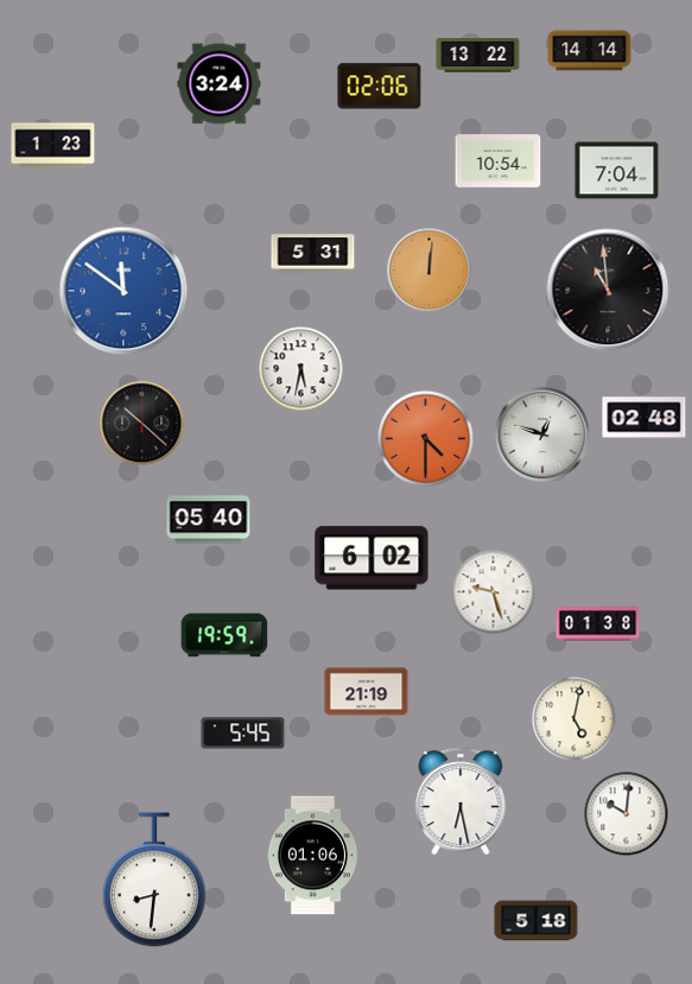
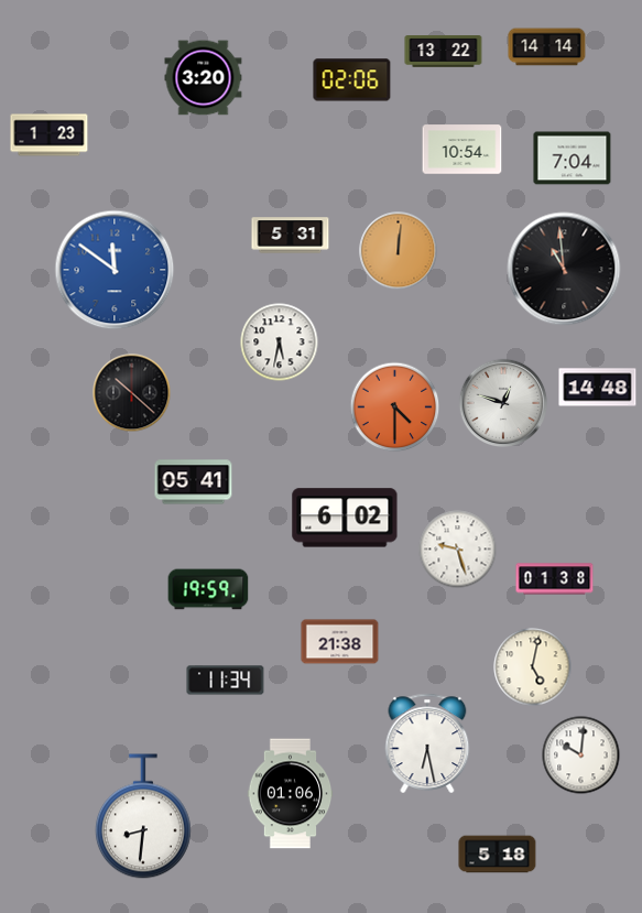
clock at (220, 84): 3:24 -> 3:20
clock at (645, 418): 02:48 -> 14:48
clock at (209, 520): 05:40 -> 05:41
clock at (367, 692): 21:19 -> 21:38
clock at (243, 734): 5:45 -> 11:34
